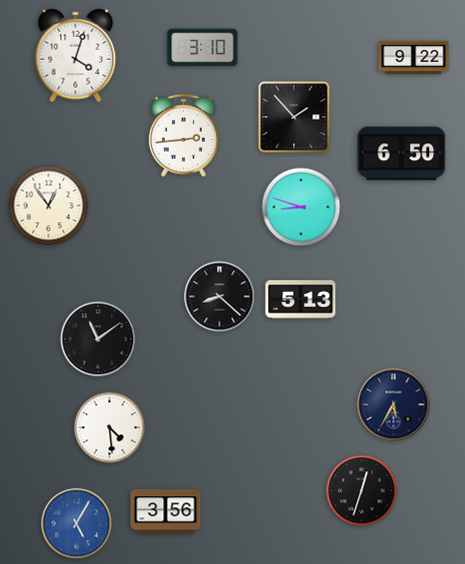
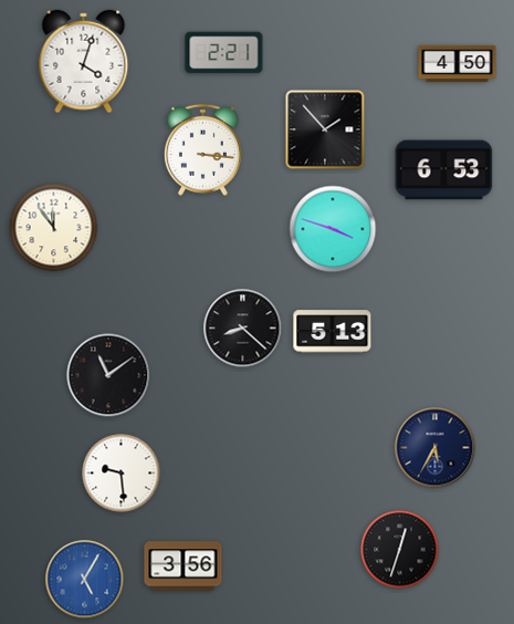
clock at (203, 48): 3:10 -> 2:21
clock at (414, 58): 9:22 -> 4:50
clock at (183, 135): 2:44 -> 3:16
clock at (402, 154): 6:50 -> 6:53
clock at (49, 206): 12:54 -> 11:54
clock at (301, 207): 8:48 -> 3:48
clock at (110, 428): 4:29 -> 9:29
clock at (362, 491) position: (362, 491) -> (400, 550)
